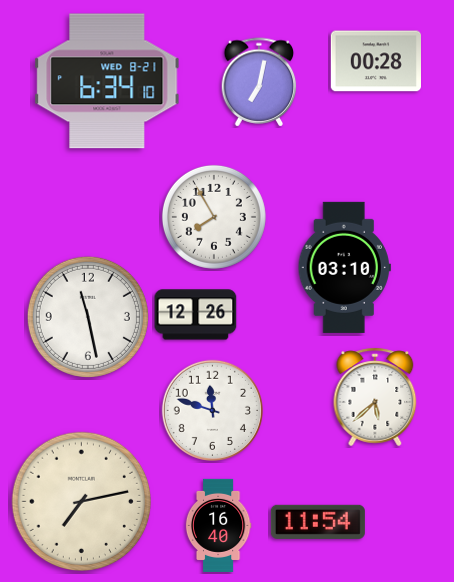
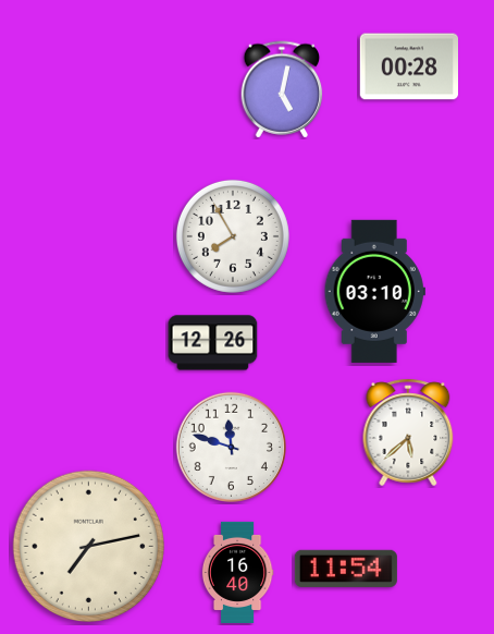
clock at (107, 81): 6:34 -> none
clock at (259, 82): 7:02 -> 5:02
clock at (88, 317): 11:28 -> none
